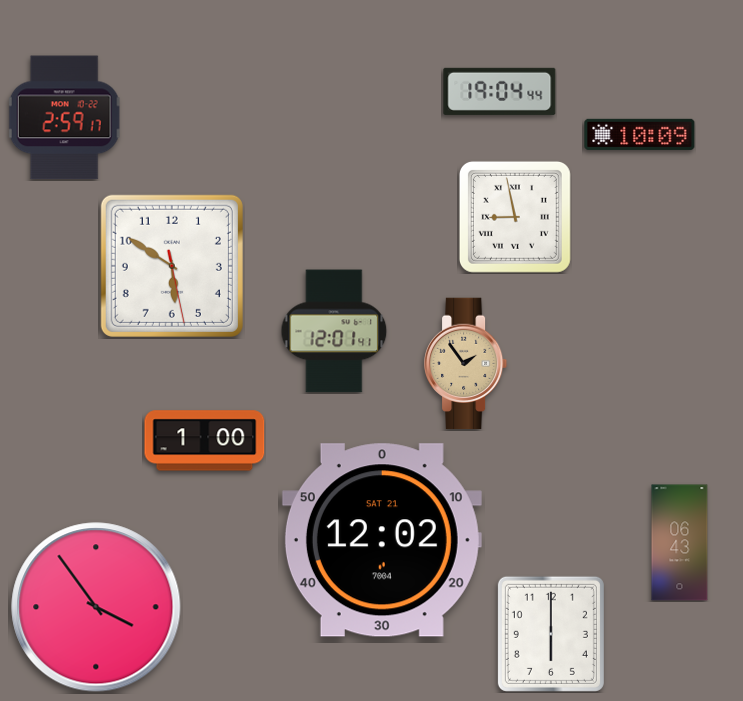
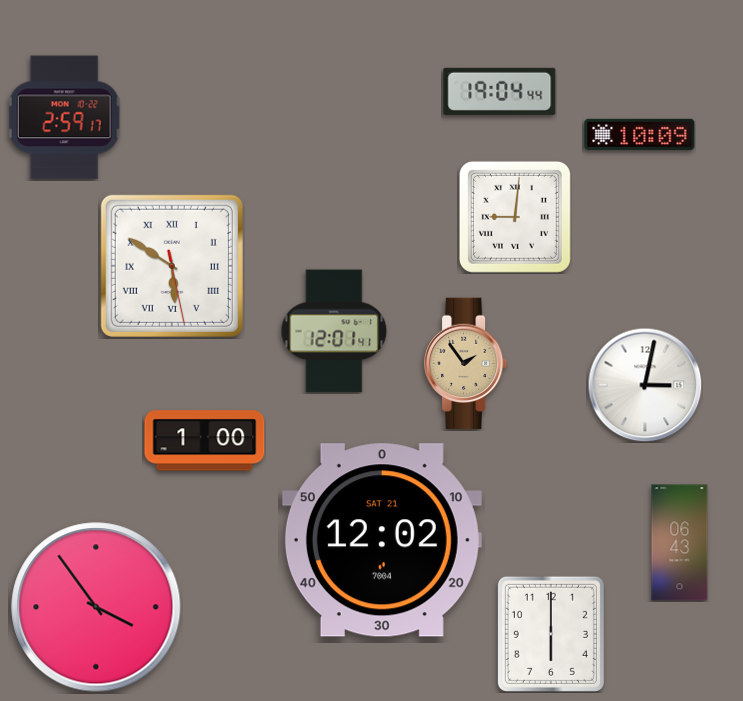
clock at (515, 217): 8:58 -> 9:01
clock at (172, 266) numerals: Arabic -> Roman
clock at (645, 385): none -> 3:02
